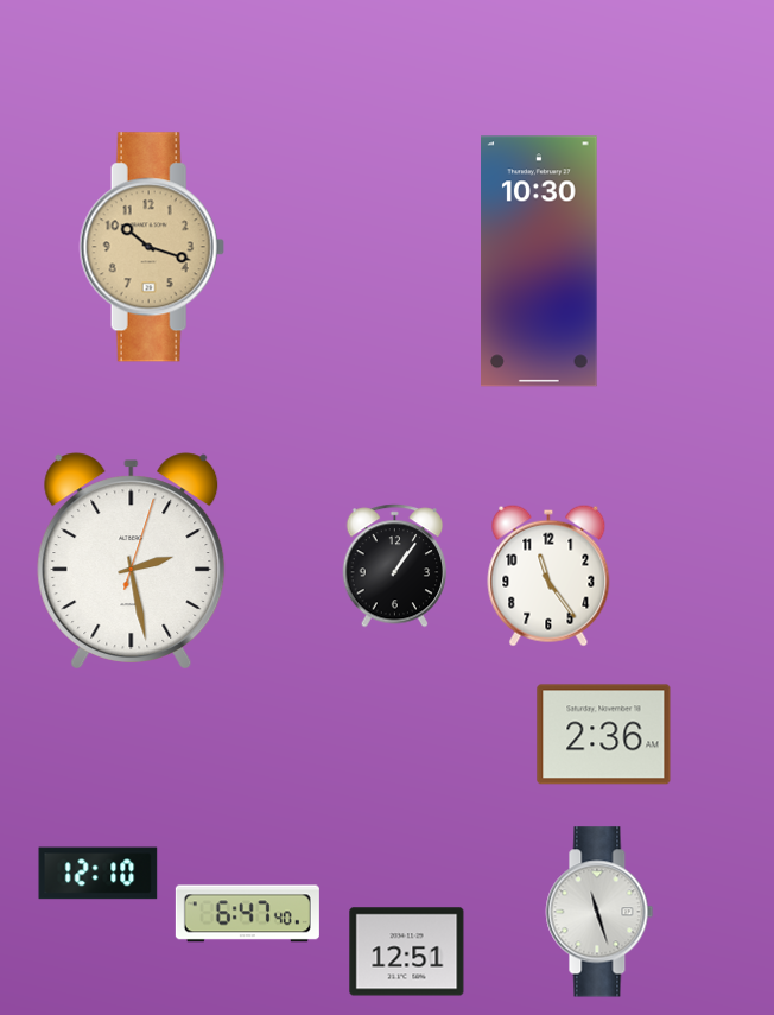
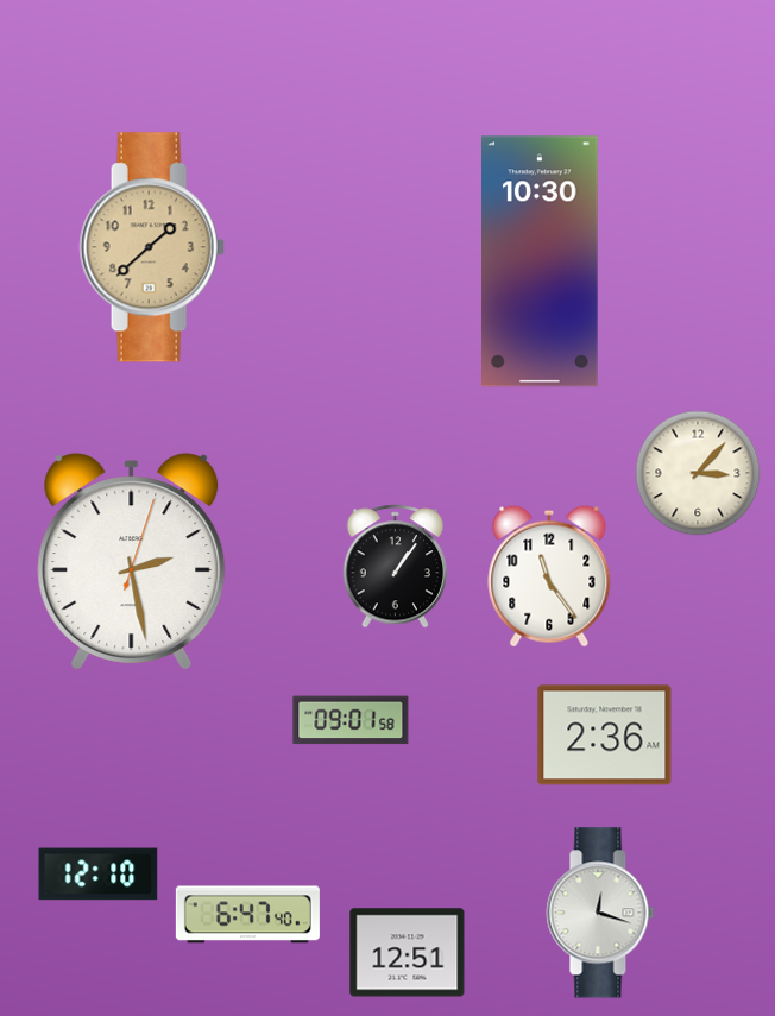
clock at (152, 247): 10:18 -> 1:38
clock at (698, 473): none -> 3:07
clock at (351, 720): none -> 09:01
clock at (599, 912): 11:27 -> 12:18
